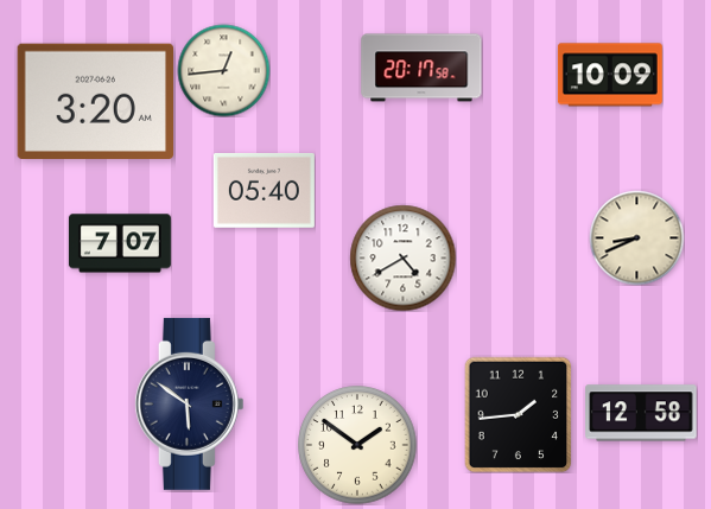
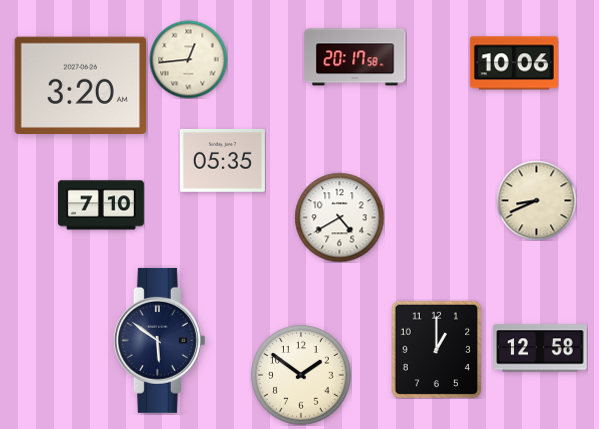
clock at (610, 75): 10:09 -> 10:06
clock at (264, 191): 05:40 -> 05:35
clock at (120, 243): 7:07 -> 7:10
clock at (519, 414): 1:44 -> 1:00
